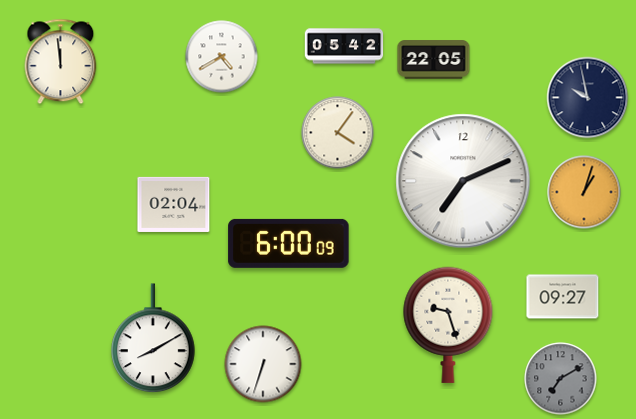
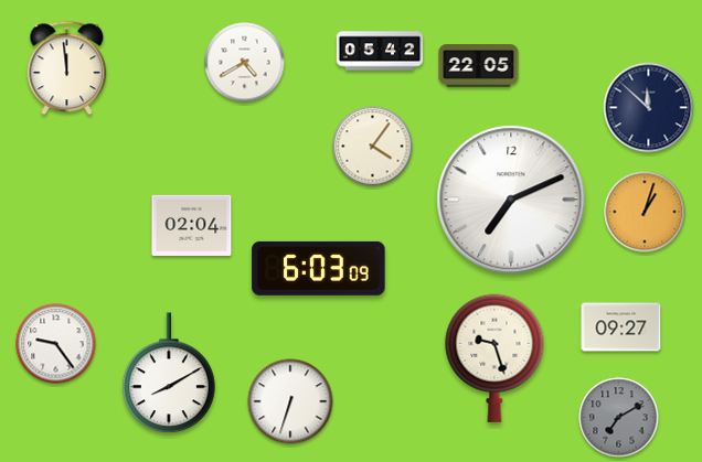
clock at (588, 98): 9:58 -> 11:52
clock at (289, 243): 6:00 -> 6:03
clock at (56, 344): none -> 9:24
